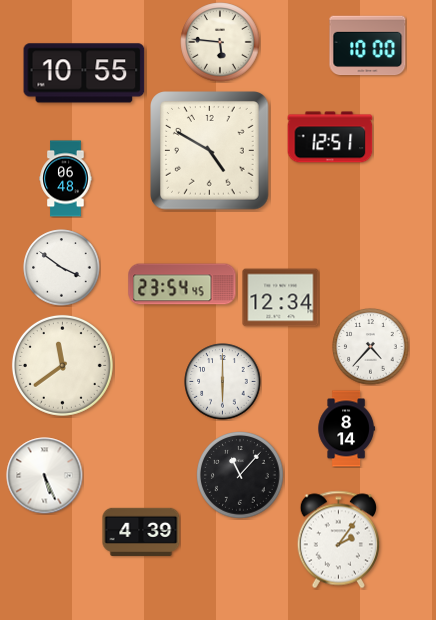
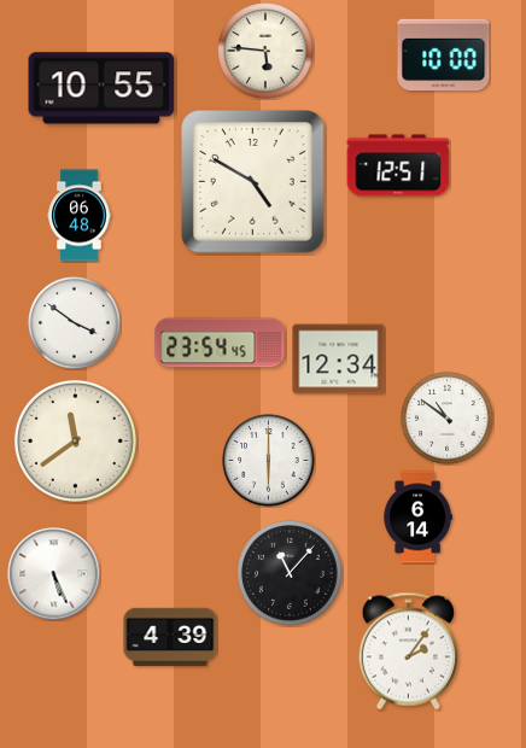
clock at (371, 347): 4:37 -> 10:51
clock at (346, 429): 8:14 -> 6:14
clock at (141, 532) position: (141, 532) -> (170, 637)
